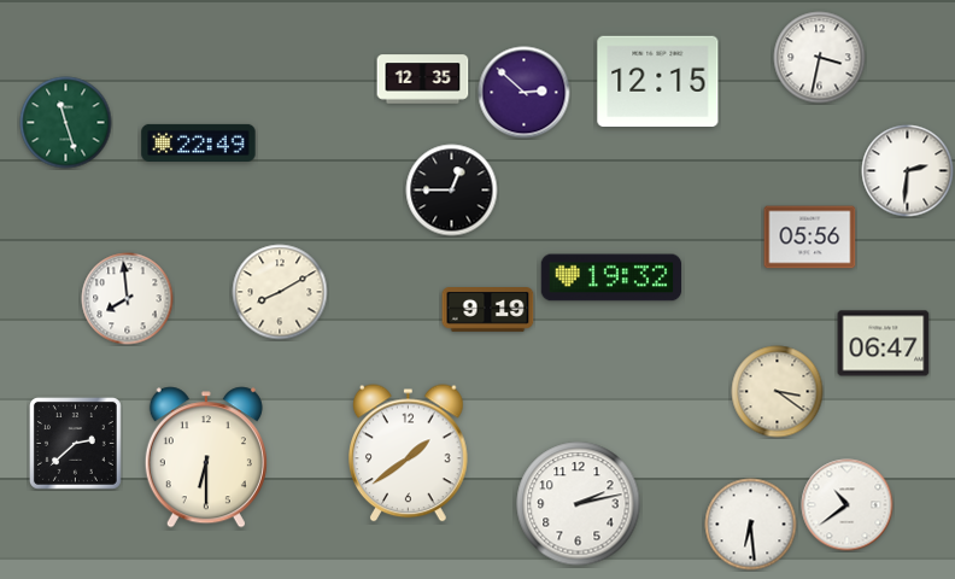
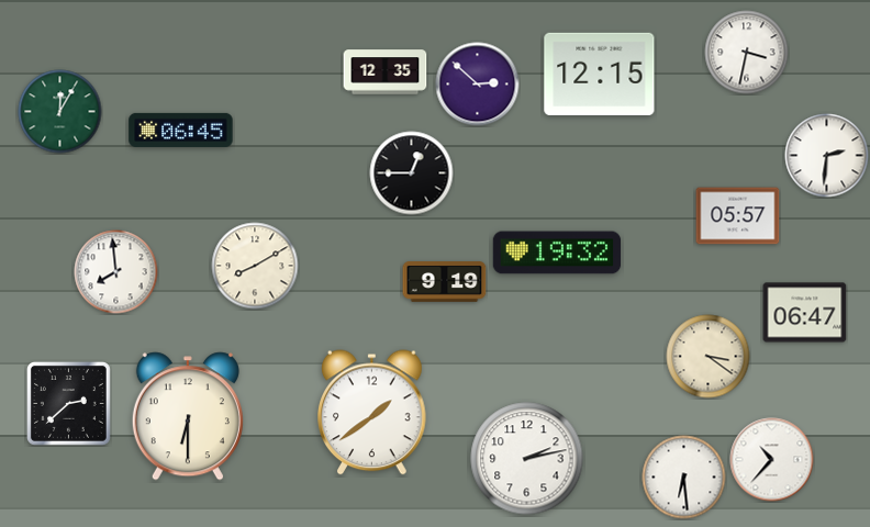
clock at (66, 123): 11:27 -> 12:05
clock at (199, 142): 22:49 -> 06:45
clock at (810, 238): 05:56 -> 05:57
clock at (848, 505): 10:39 -> 10:37
